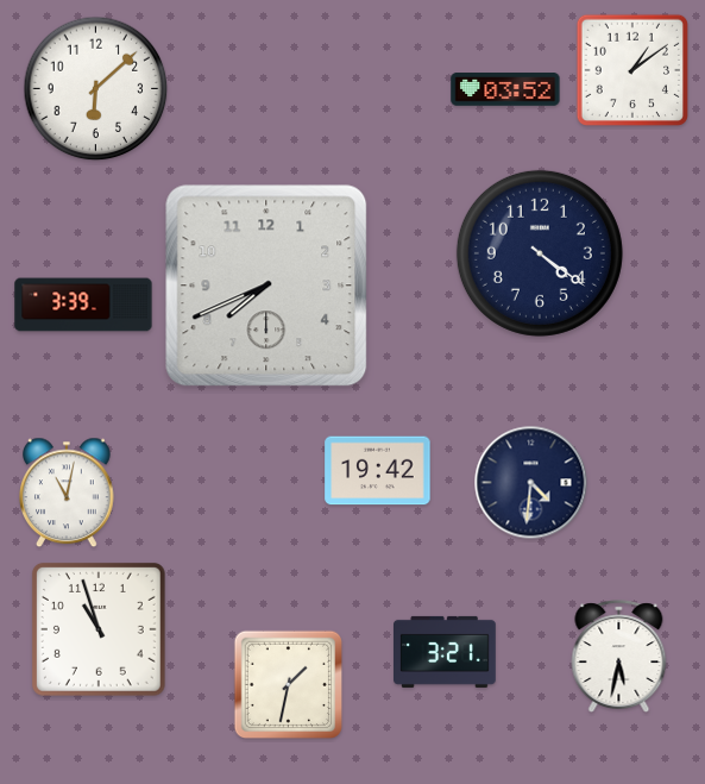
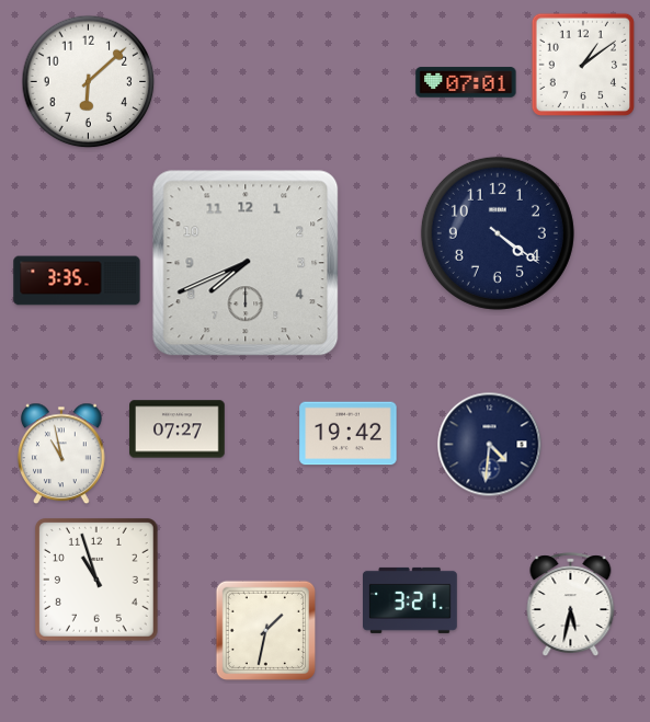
clock at (505, 89): 03:52 -> 07:01
clock at (83, 305): 3:39 -> 3:35
clock at (178, 429): none -> 07:27
clock at (68, 493): 11:02 -> 10:58
clock at (99, 629) position: (99, 629) -> (96, 580)
